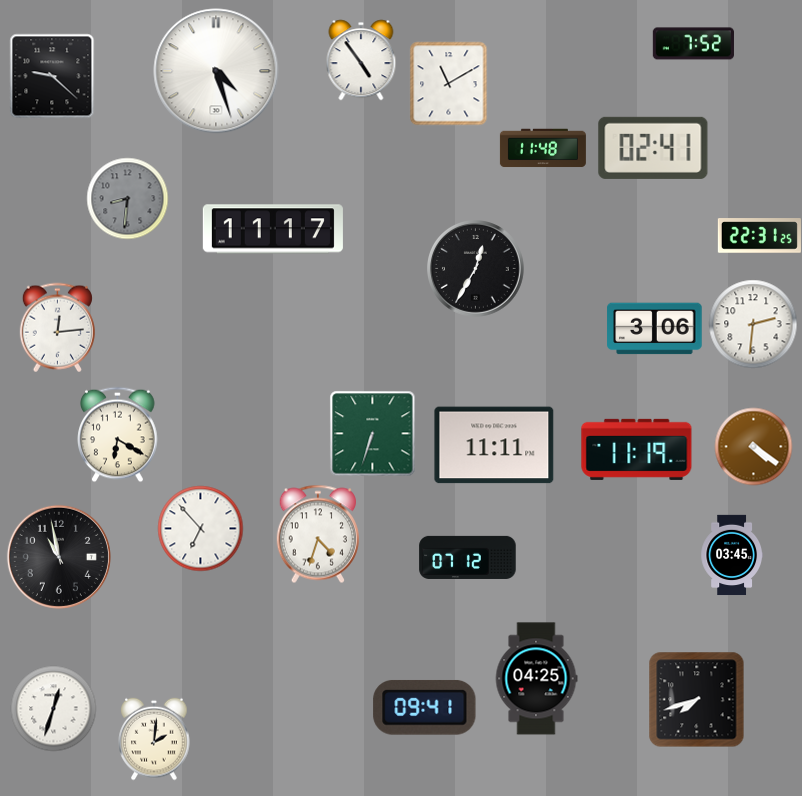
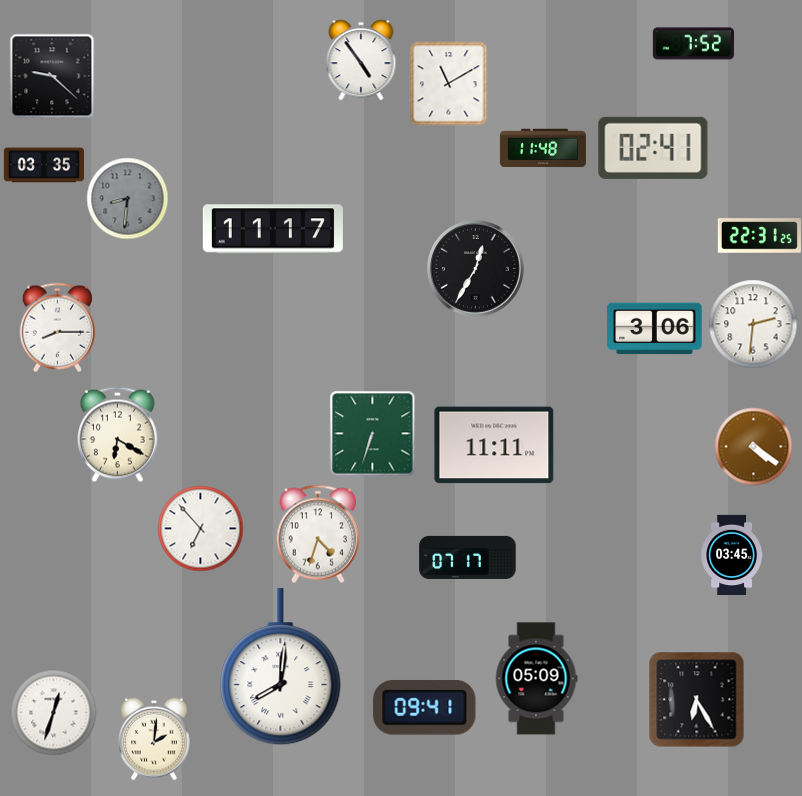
clock at (216, 71): 4:27 -> none
clock at (43, 165): none -> 03:35
clock at (57, 327): 12:14 -> 8:15
clock at (637, 449): 11:19 -> none
clock at (59, 557): 10:58 -> none
clock at (468, 557): 07:12 -> 07:17
clock at (281, 667): none -> 8:01
clock at (536, 679): 04:25 -> 05:09
clock at (696, 699): 7:42 -> 6:25
clock at (53, 708) position: (53, 708) -> (53, 712)
